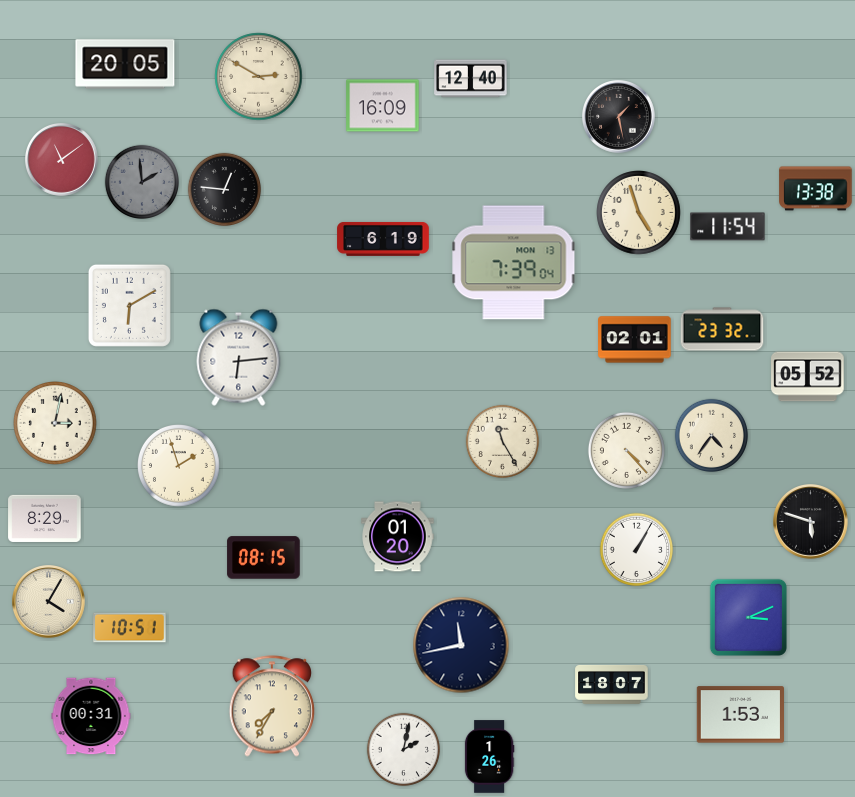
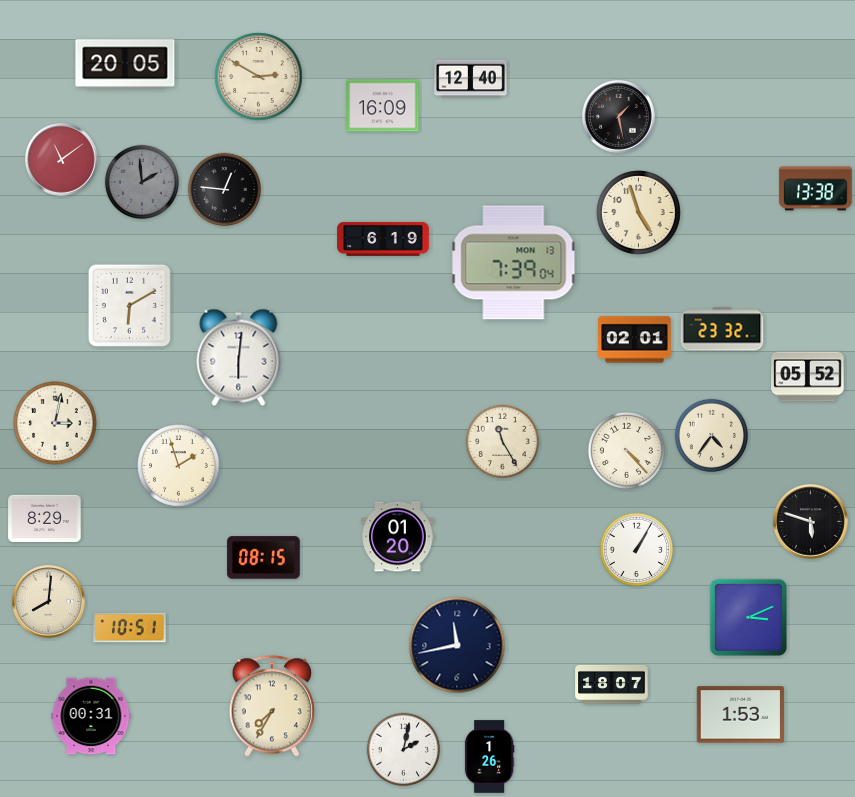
clock at (728, 227): 11:54 -> none
clock at (239, 357): 6:14 -> 6:01
clock at (49, 602): 4:05 -> 8:01
clock at (461, 645) position: (461, 645) -> (457, 645)
